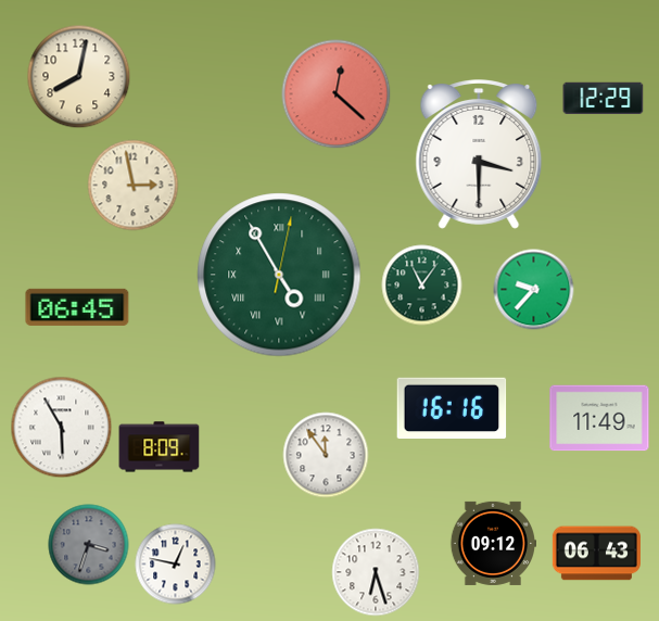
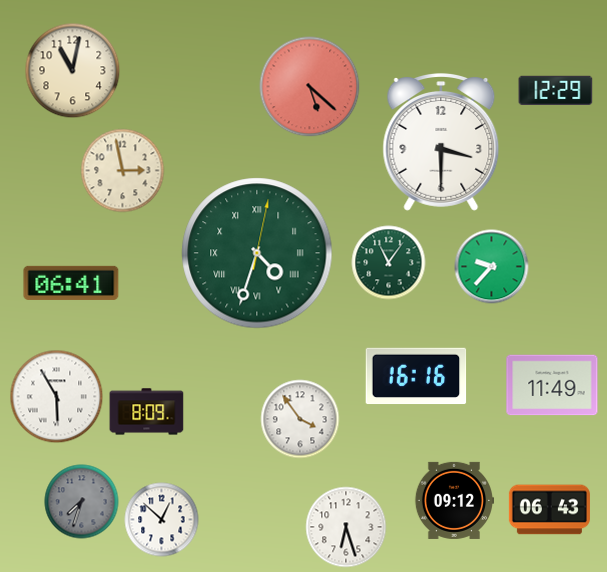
clock at (79, 77): 8:02 -> 11:02
clock at (337, 94): 12:22 -> 5:22
clock at (279, 275): 4:55 -> 4:33
clock at (77, 307): 06:45 -> 06:41
clock at (62, 428) position: (62, 428) -> (57, 397)
clock at (326, 455): 11:54 -> 3:54
clock at (89, 545): 3:33 -> 7:33
clock at (176, 565): 12:47 -> 12:52
